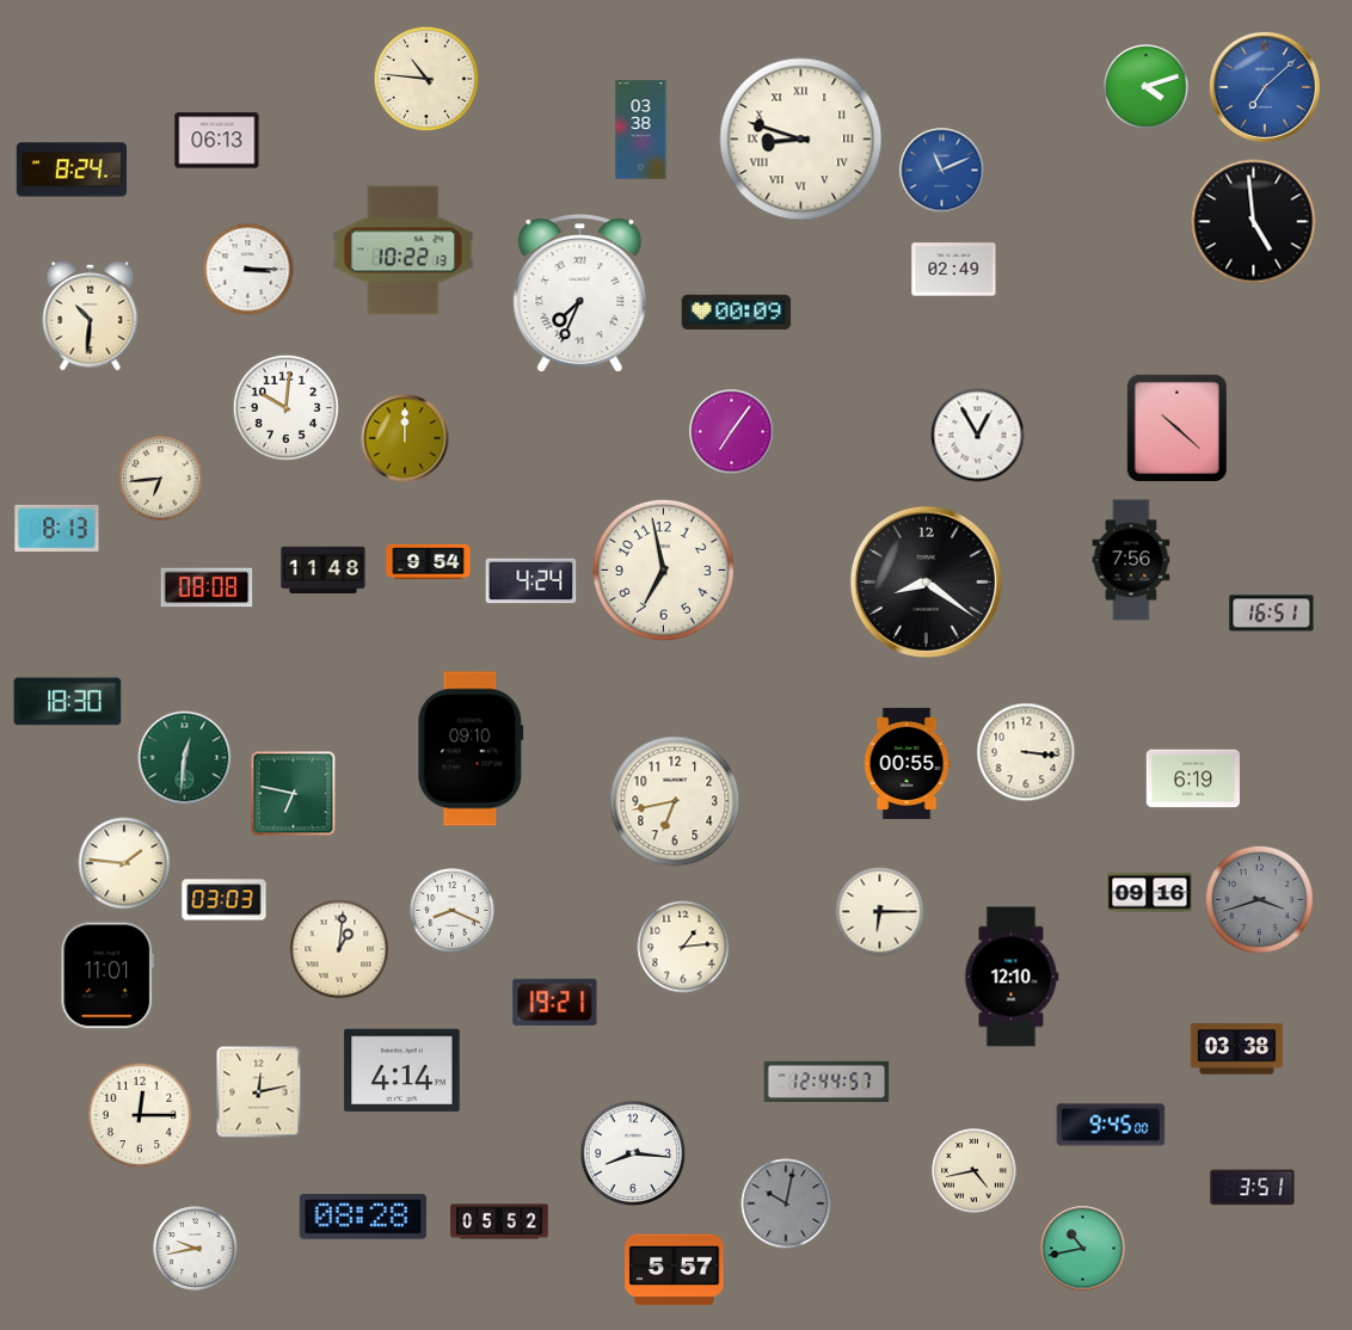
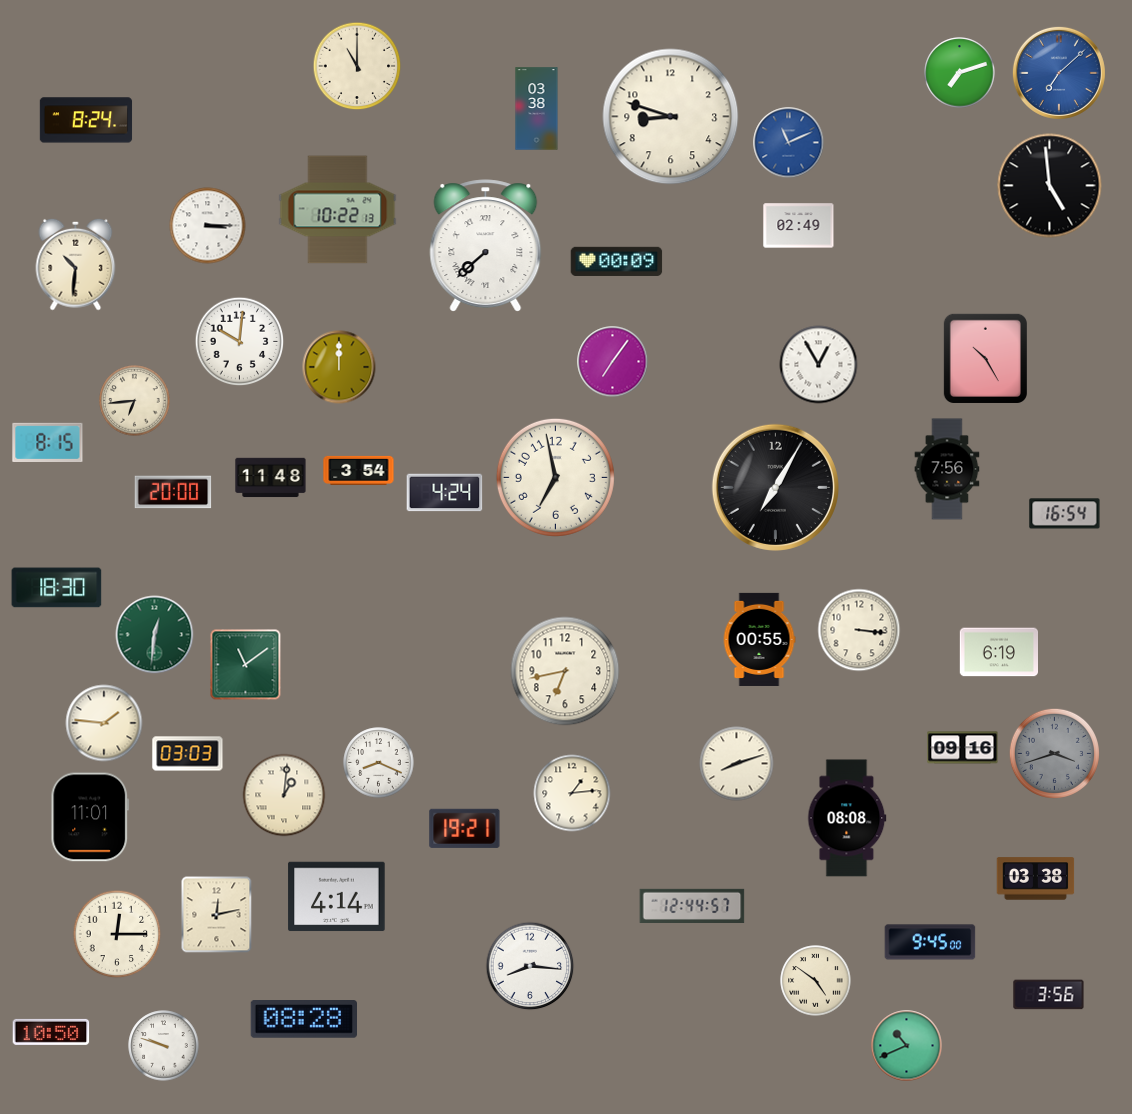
clock at (426, 79): 10:46 -> 11:00
clock at (1147, 87): 4:12 -> 7:12
clock at (801, 140) numerals: Roman -> Arabic
clock at (217, 141): 06:13 -> none
clock at (72, 170) position: (72, 170) -> (86, 120)
clock at (580, 294): 7:34 -> 7:38
clock at (1176, 427): 10:22 -> 10:25
clock at (57, 528): 8:13 -> 8:15
clock at (429, 561): 9:54 -> 3:54
clock at (531, 581) position: (531, 581) -> (445, 493)
clock at (926, 581): 8:21 -> 7:05
clock at (207, 587): 08:08 -> 20:00
clock at (1272, 614): 16:51 -> 16:54
clock at (471, 749): 09:10 -> none
clock at (294, 794): 6:47 -> 11:09
clock at (880, 912): 6:15 -> 8:12
clock at (1012, 977): 12:10 -> 08:08
clock at (555, 1002) position: (555, 1002) -> (465, 828)
clock at (975, 1171): 4:43 -> 4:51
clock at (1253, 1188): 3:51 -> 3:56
clock at (786, 1203): 10:02 -> none
clock at (499, 1221): 05:52 -> none
clock at (51, 1032): none -> 10:50
clock at (196, 1249): 9:43 -> 9:48
clock at (1083, 1249): 10:43 -> 10:41
clock at (675, 1270): 5:57 -> none
